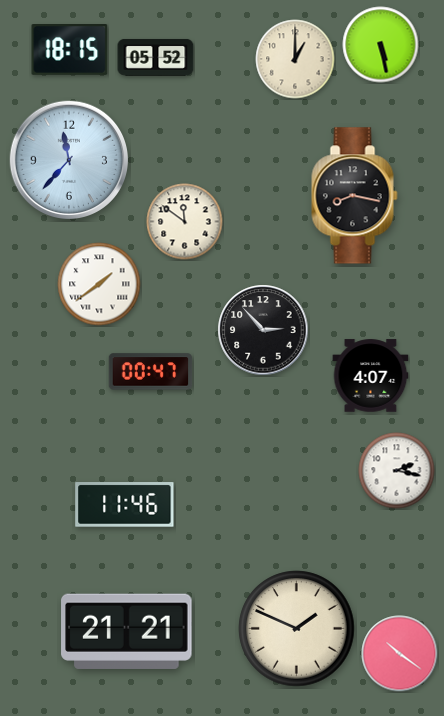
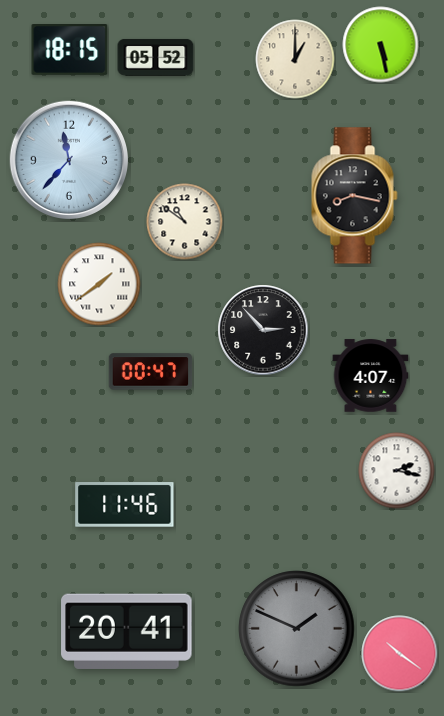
clock at (185, 222): 11:51 -> 10:51
clock at (297, 629) dial: cream -> grey
clock at (127, 631): 21:21 -> 20:41
